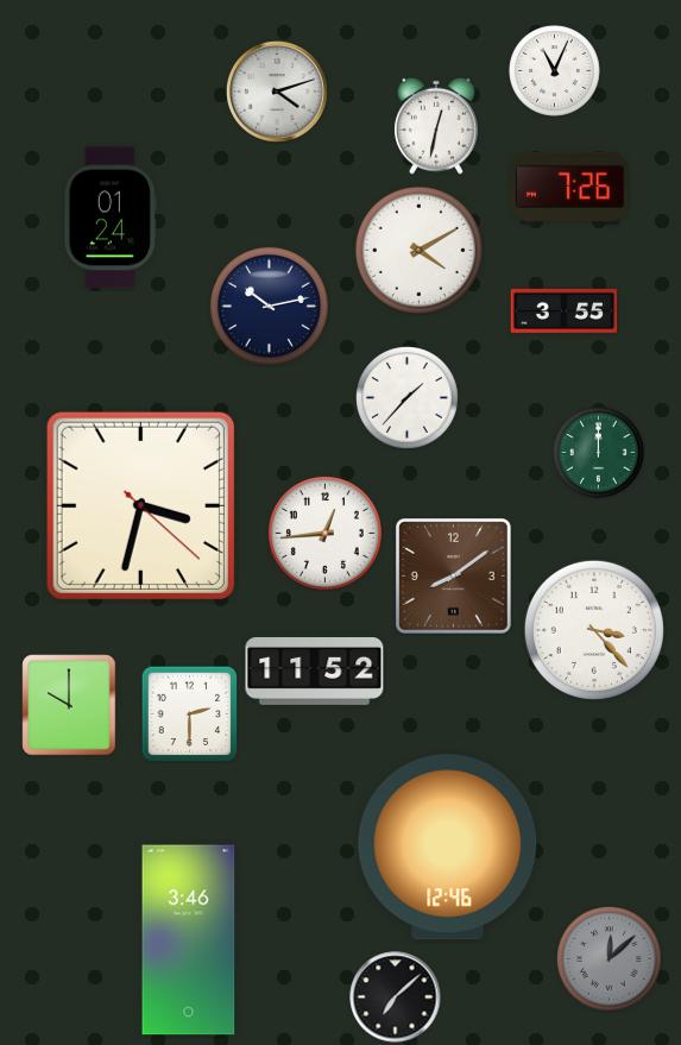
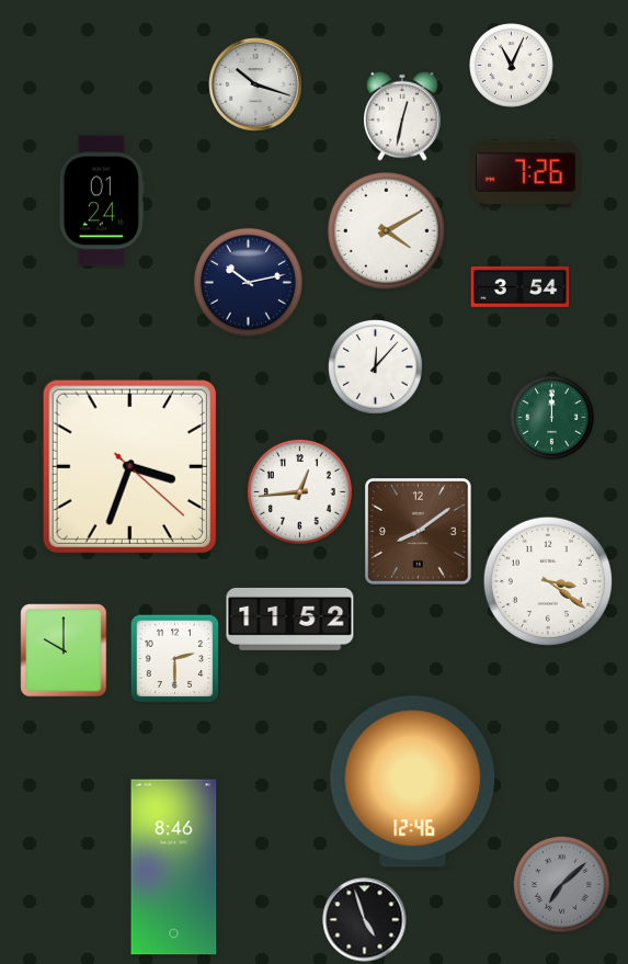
clock at (277, 92): 4:12 -> 10:18
clock at (565, 310): 3:55 -> 3:54
clock at (408, 398): 1:37 -> 12:07
clock at (140, 505): 3:32 -> 3:33
clock at (594, 630): 3:23 -> 3:21
clock at (189, 940): 3:46 -> 8:46
clock at (609, 958): 12:08 -> 7:08
clock at (396, 997): 7:08 -> 4:57
